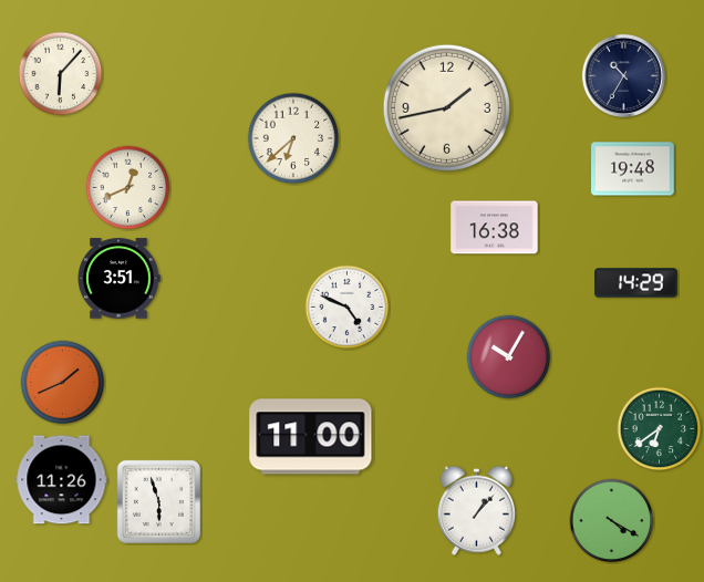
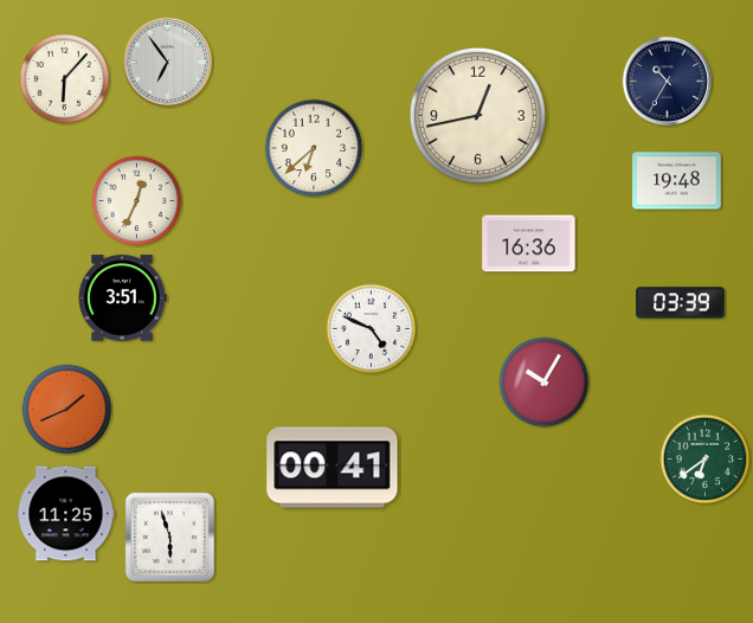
clock at (167, 62): none -> 6:54
clock at (446, 107): 1:43 -> 12:43
clock at (128, 188): 12:41 -> 12:34
clock at (495, 228): 16:38 -> 16:36
clock at (118, 279) position: (118, 279) -> (122, 298)
clock at (636, 283): 14:29 -> 03:39
clock at (311, 437): 11:00 -> 00:41
clock at (62, 480): 11:26 -> 11:25
clock at (476, 510): 1:07 -> none
clock at (612, 521): 4:20 -> none
